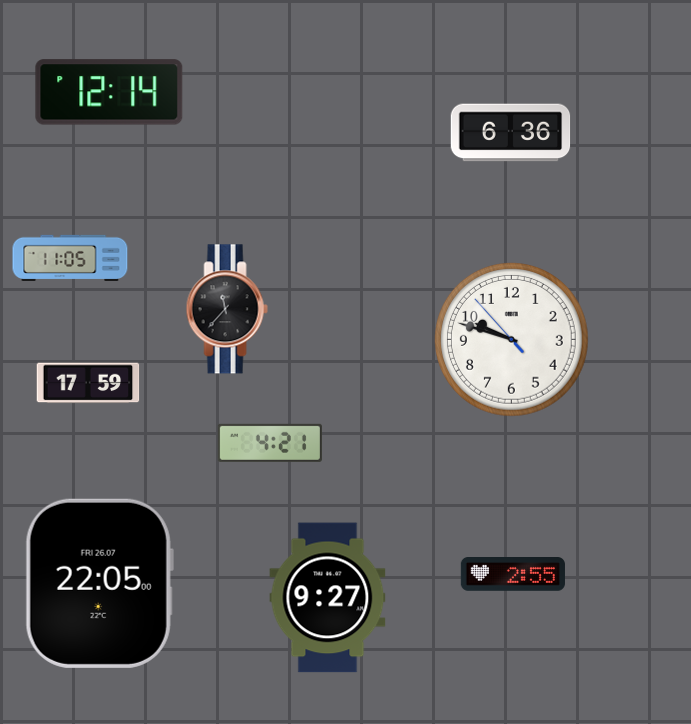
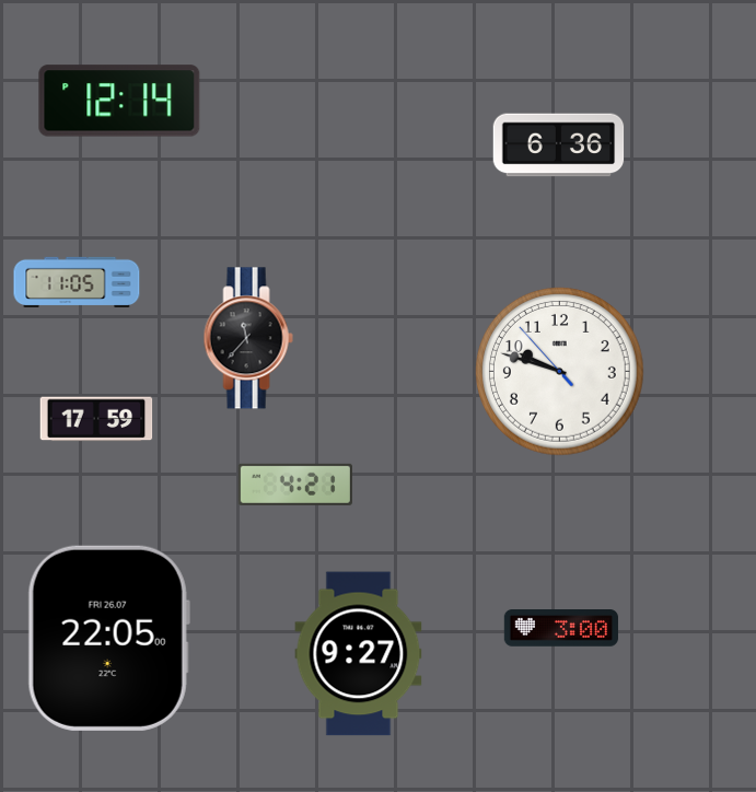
clock at (513, 575): 2:55 -> 3:00
